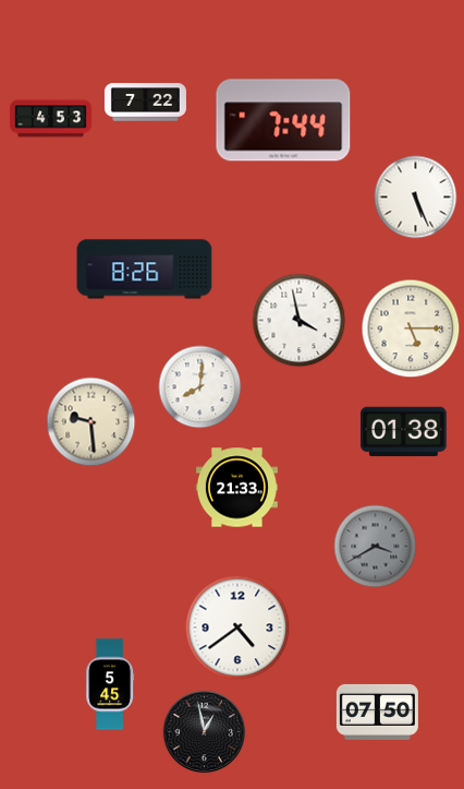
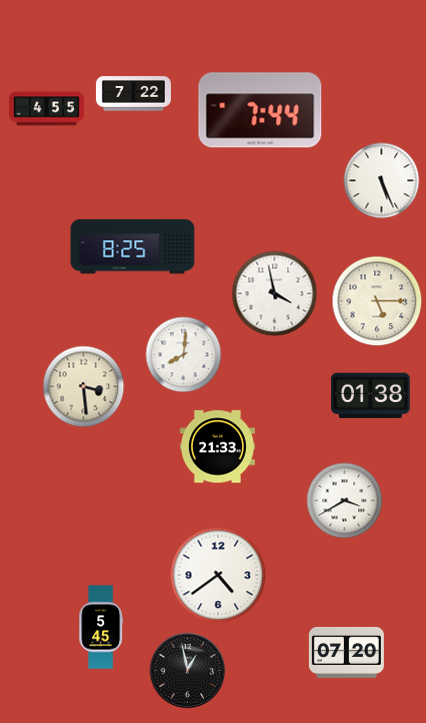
clock at (50, 119): 4:53 -> 4:55
clock at (145, 270): 8:26 -> 8:25
clock at (91, 422): 9:29 -> 3:29
clock at (376, 547) dial: grey -> white
clock at (377, 712): 07:50 -> 07:20
